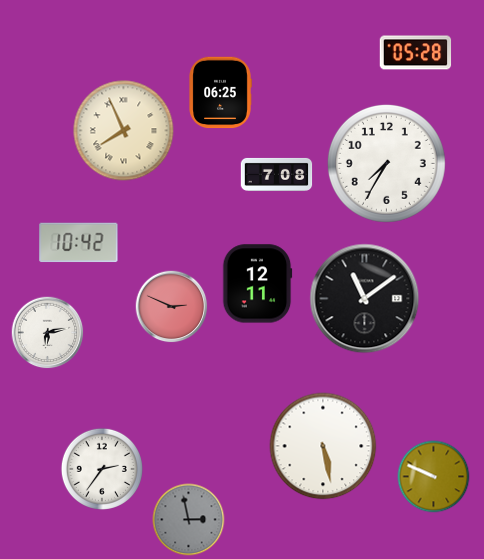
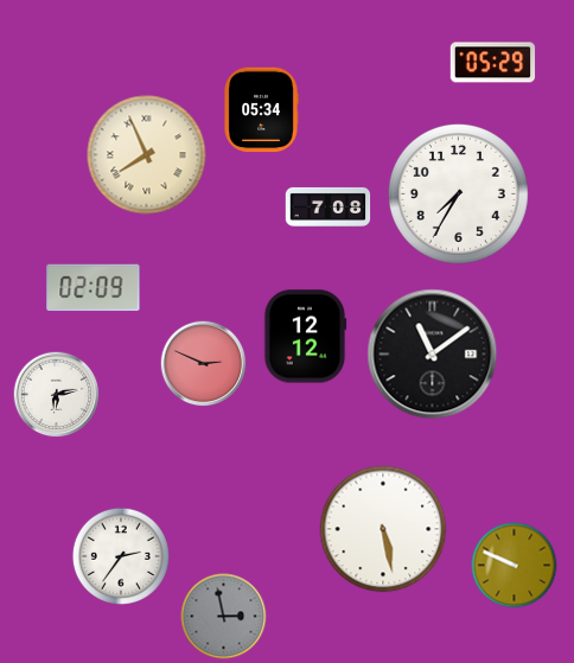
clock at (416, 53): 05:28 -> 05:29
clock at (220, 93): 06:25 -> 05:34
clock at (79, 243): 10:42 -> 02:09
clock at (257, 284): 12:11 -> 12:12
